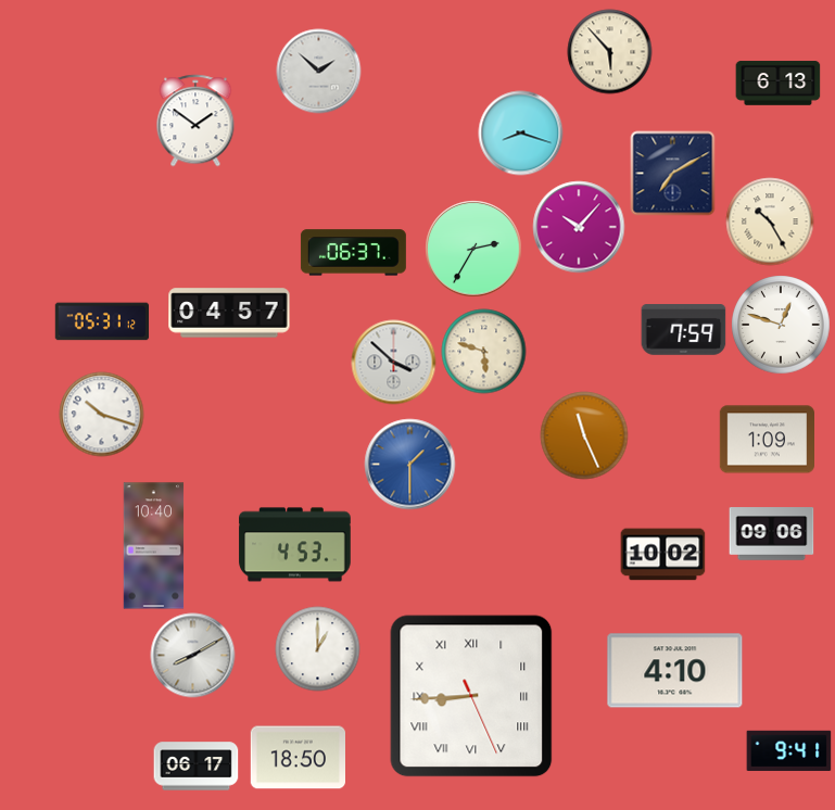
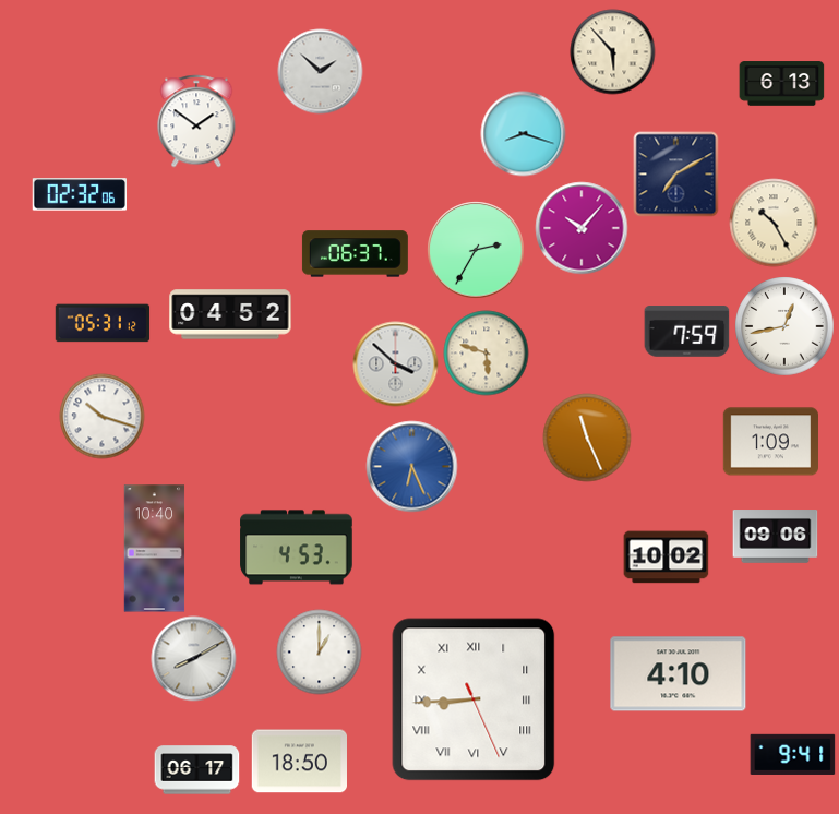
clock at (80, 194): none -> 02:32
clock at (229, 313): 04:57 -> 04:52
clock at (781, 325): 12:48 -> 12:43
clock at (409, 464): 1:30 -> 6:26
